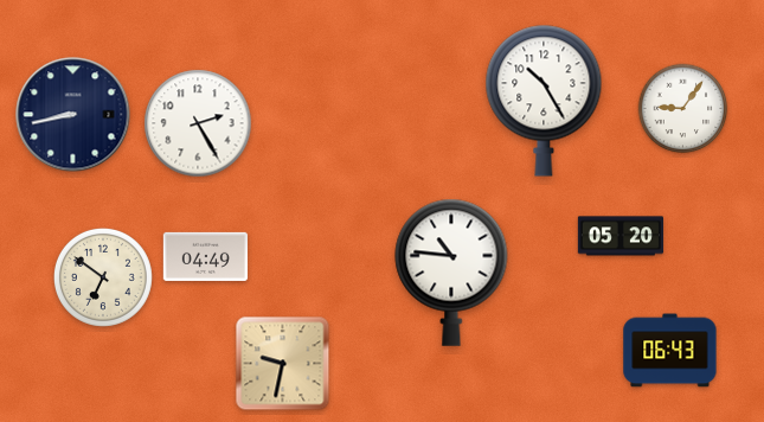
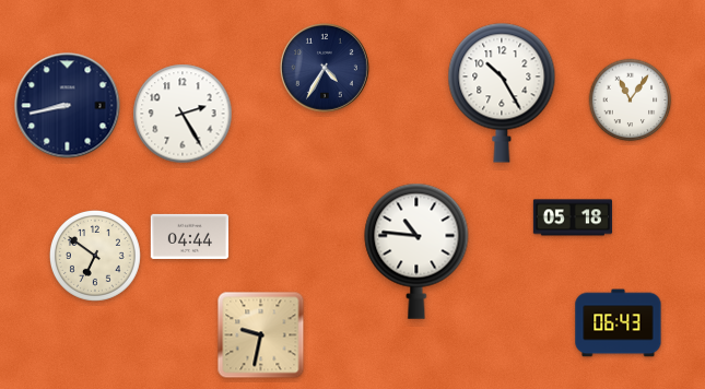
clock at (326, 69): none -> 4:35
clock at (683, 109): 9:06 -> 11:06
clock at (621, 236): 05:20 -> 05:18
clock at (206, 256): 04:49 -> 04:44
